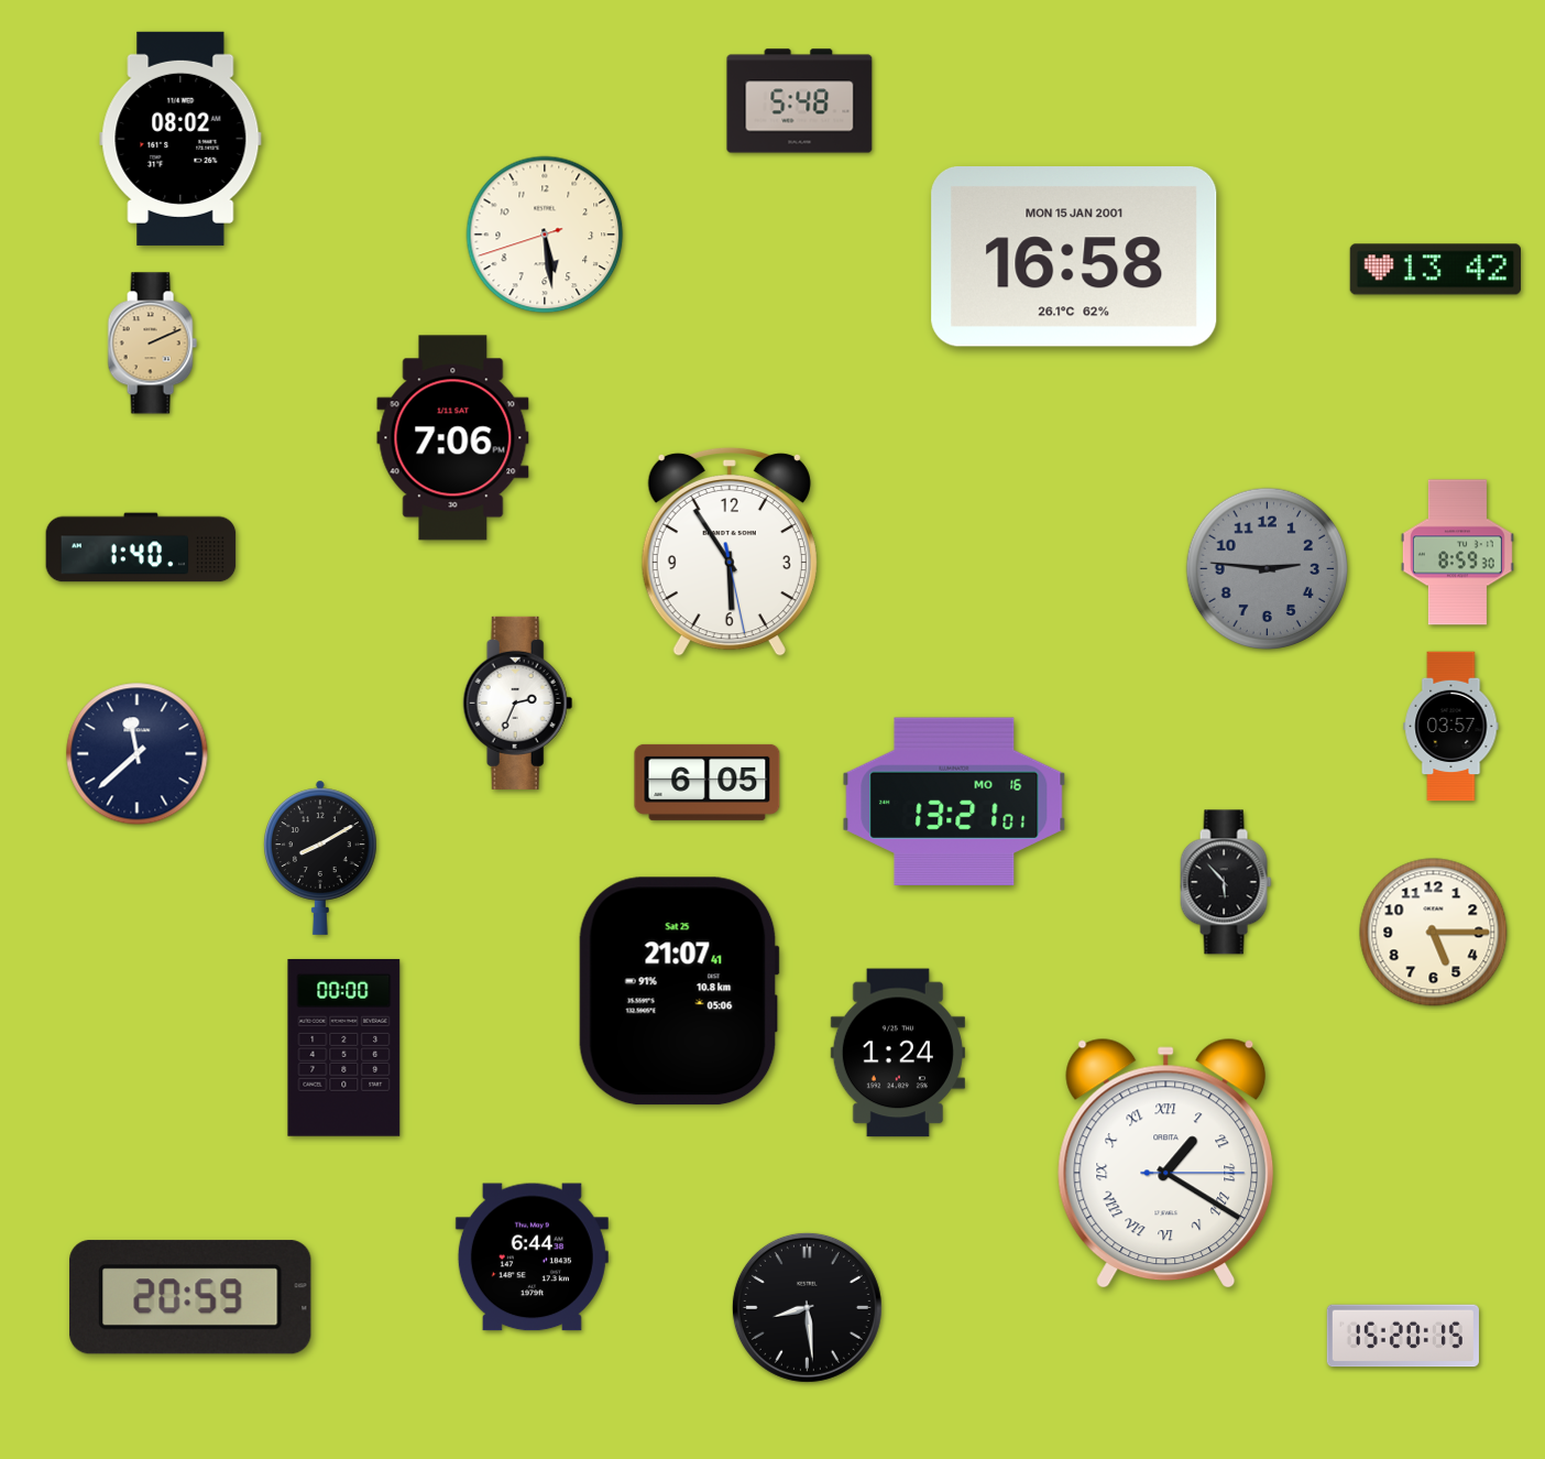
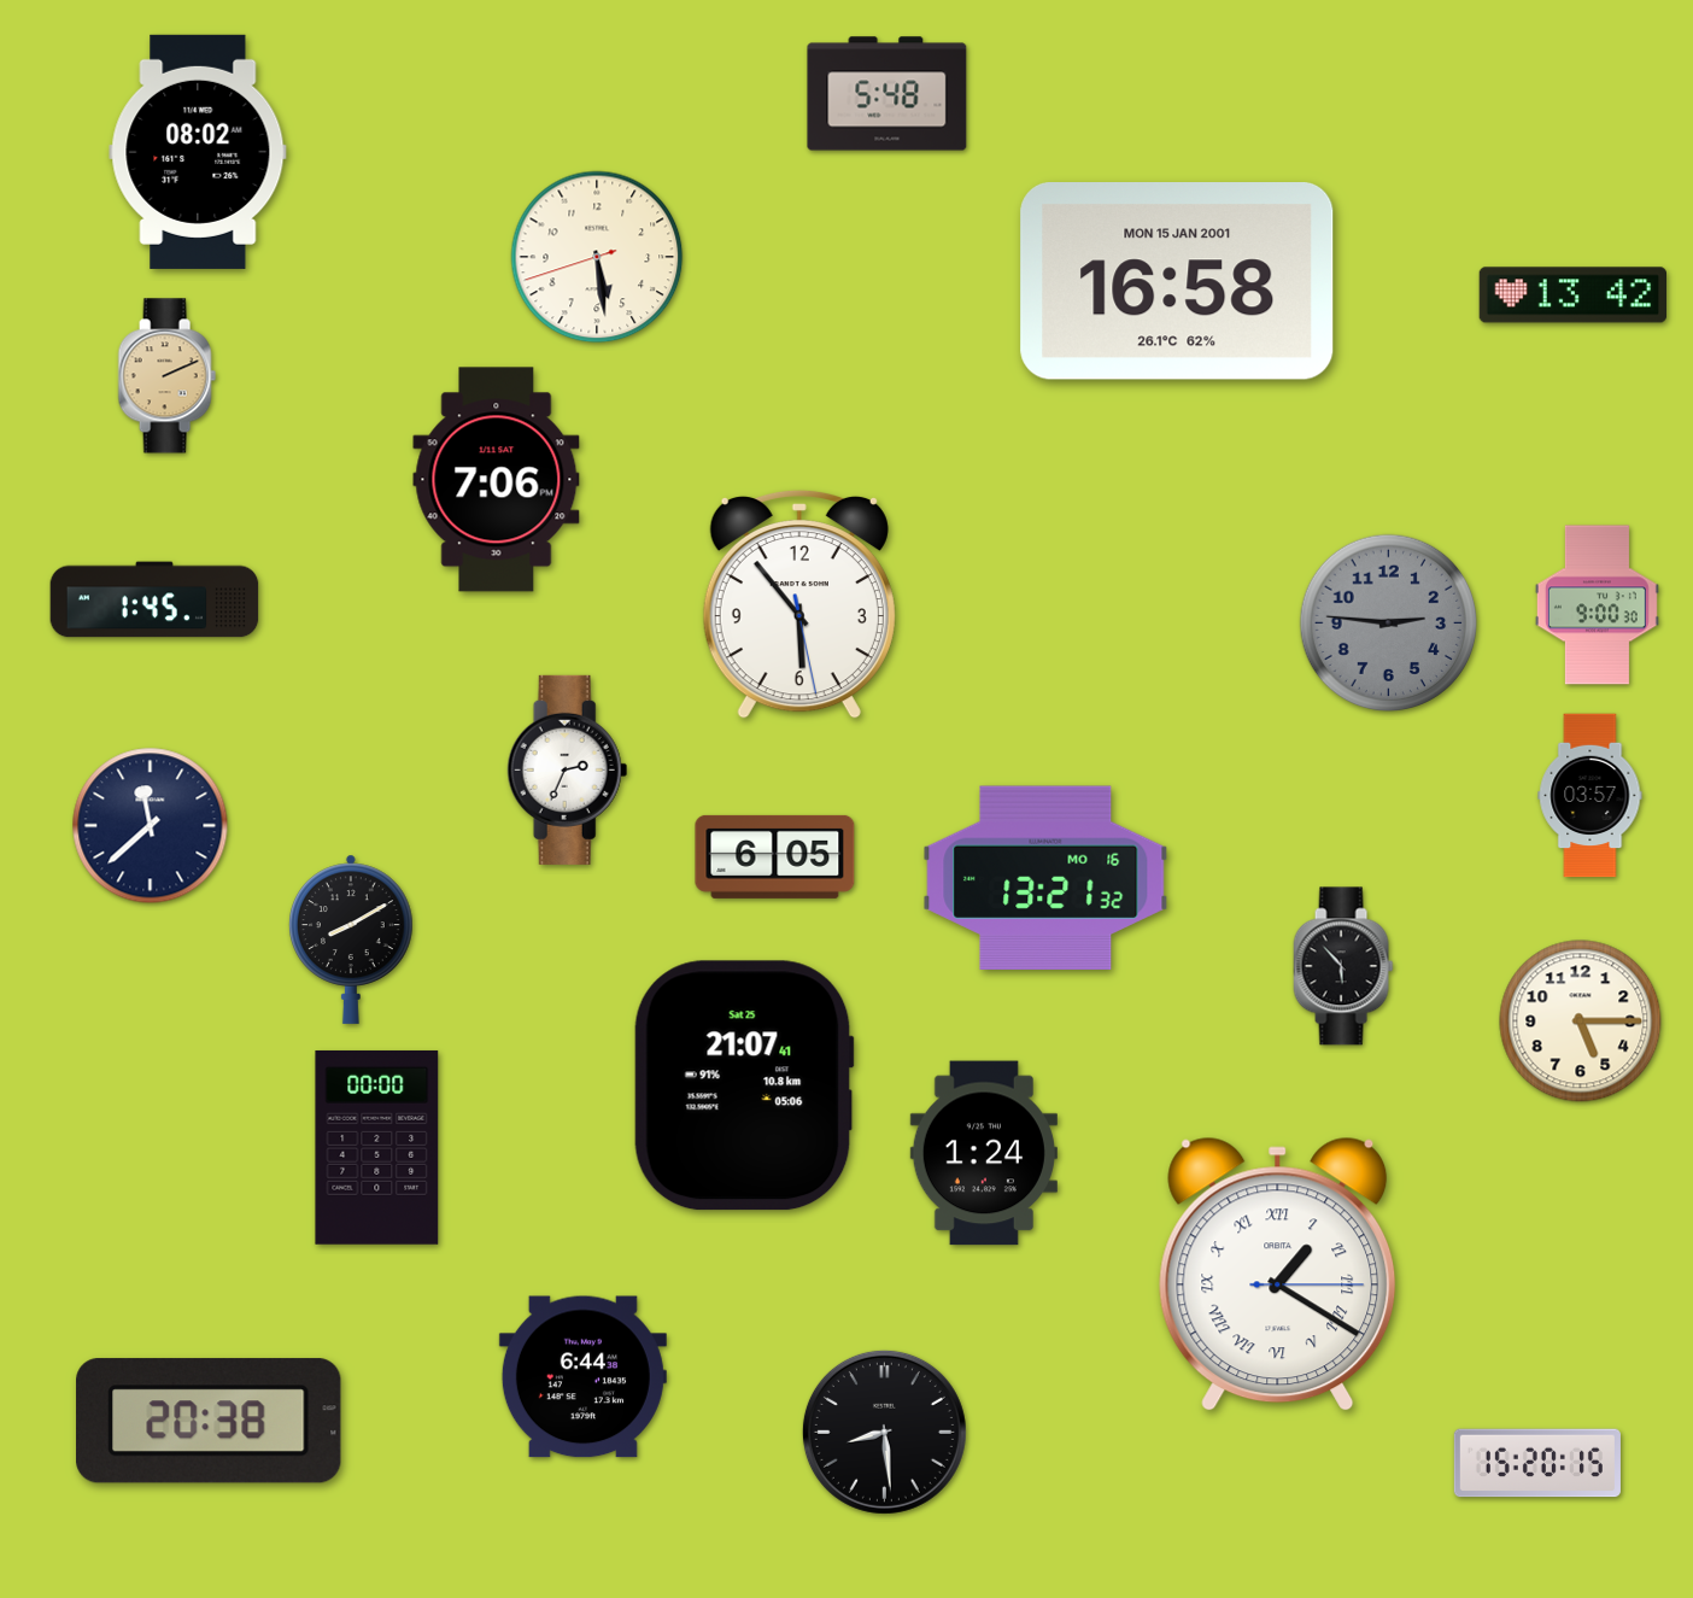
clock at (800, 101) position: (800, 101) -> (887, 94)
clock at (141, 547): 1:40 -> 1:45
clock at (730, 552): 5:54 -> 5:53
clock at (1457, 553): 8:59 -> 9:00
clock at (954, 801): 13:21:01 -> 13:21:32
clock at (1434, 933) position: (1434, 933) -> (1581, 1022)
clock at (191, 1297): 20:59 -> 20:38
